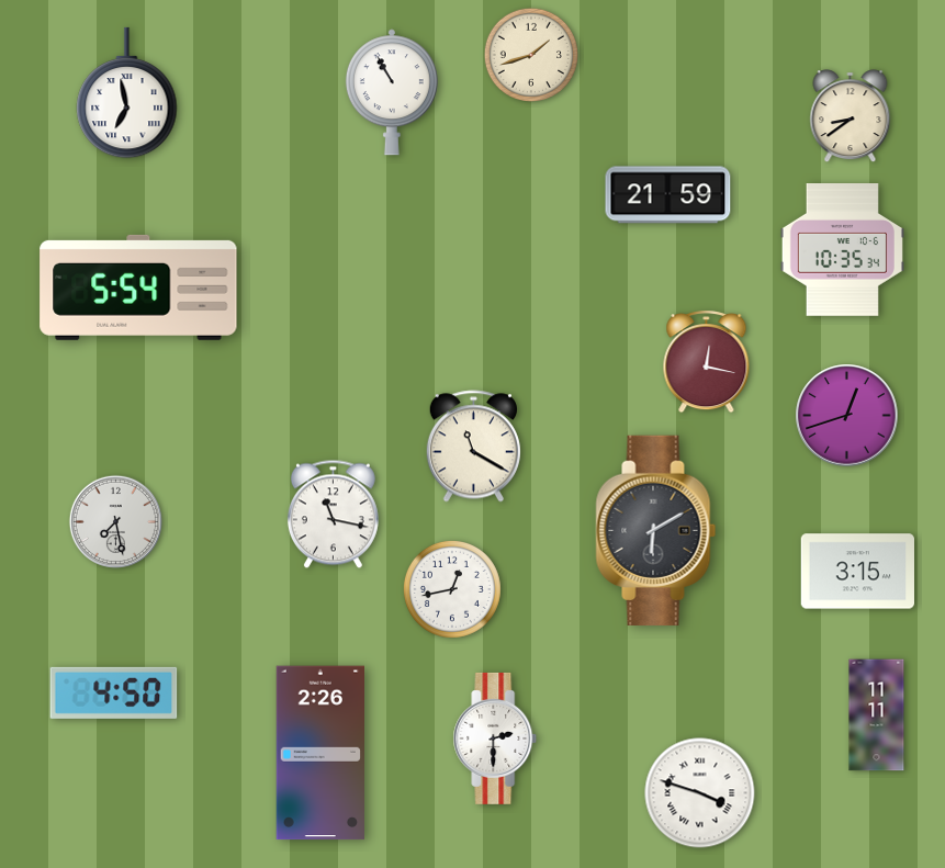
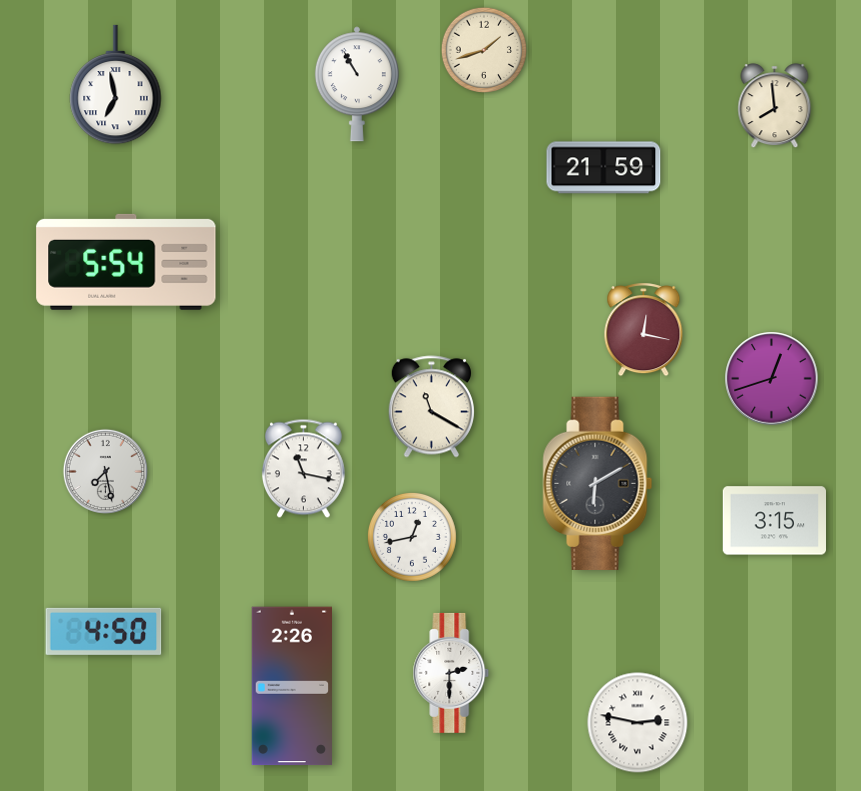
clock at (851, 116): 8:39 -> 7:59
clock at (668, 195) position: (668, 195) -> (604, 168)
clock at (842, 250): 10:35 -> none
clock at (115, 521) position: (115, 521) -> (105, 471)
clock at (857, 572) position: (857, 572) -> (774, 521)
clock at (877, 715): 11:11 -> none
clock at (700, 793): 3:48 -> 2:47
